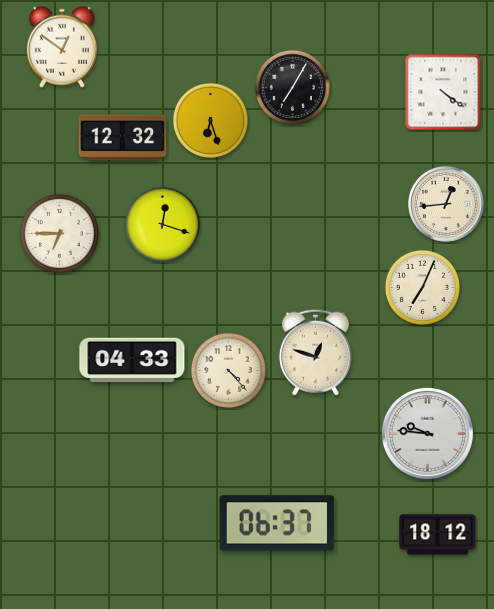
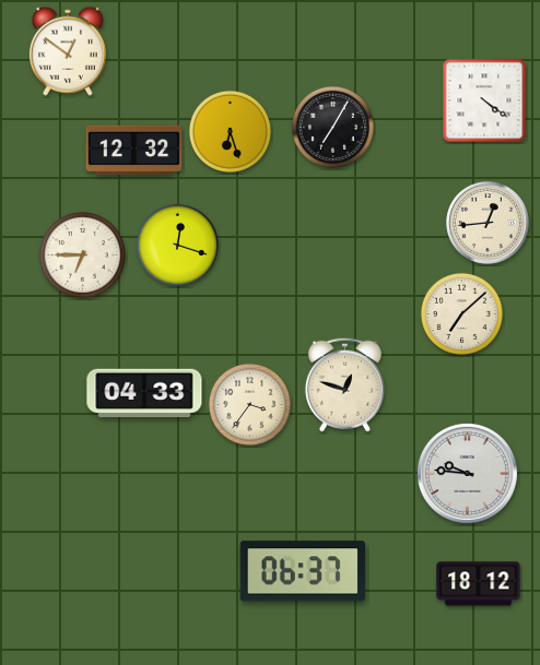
clock at (292, 87) position: (292, 87) -> (332, 127)
clock at (59, 233) position: (59, 233) -> (82, 254)
clock at (422, 287): 7:04 -> 7:08
clock at (228, 370): 4:23 -> 3:36
